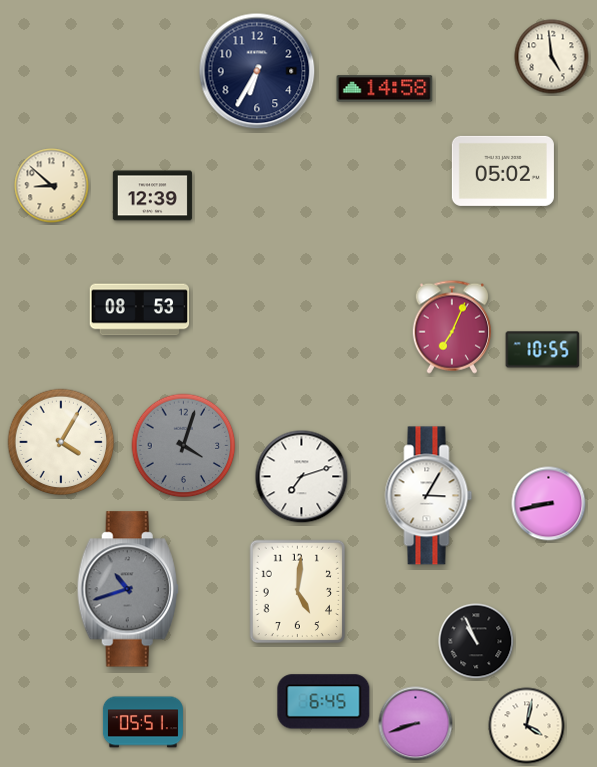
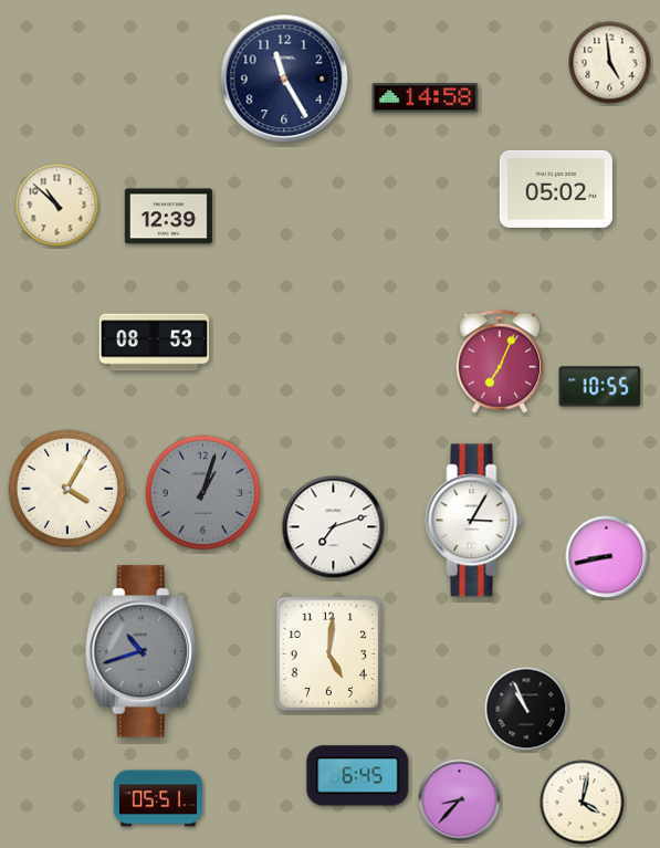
clock at (257, 71): 6:35 -> 11:25
clock at (52, 186): 8:52 -> 10:52
clock at (184, 446): 4:03 -> 1:03
clock at (429, 496) position: (429, 496) -> (474, 521)
clock at (416, 724): 8:42 -> 8:37
